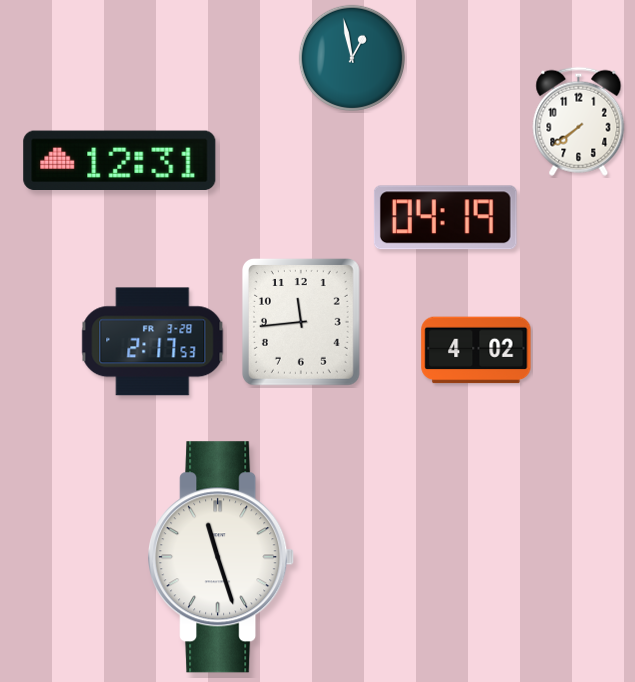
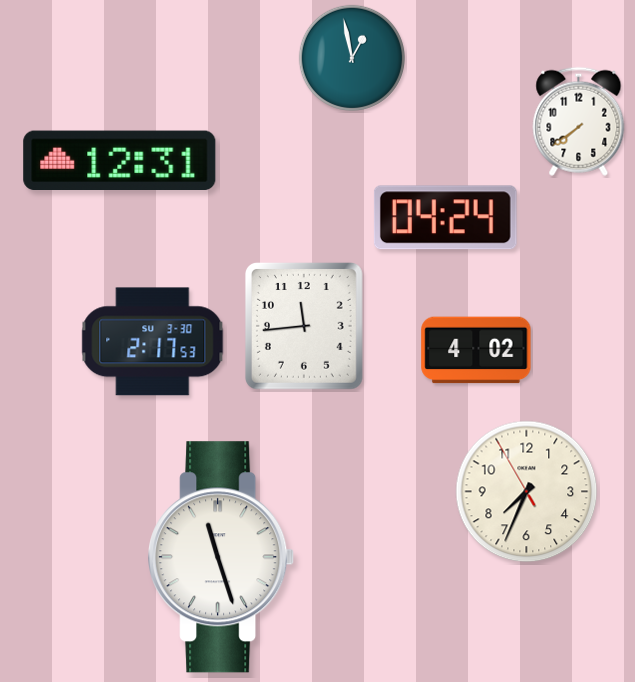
clock at (445, 218): 04:19 -> 04:24
clock at (301, 322) position: (301, 322) -> (304, 326)
clock at (153, 342) date: FR 3-28 -> SU 3-30
clock at (527, 492): none -> 7:33
